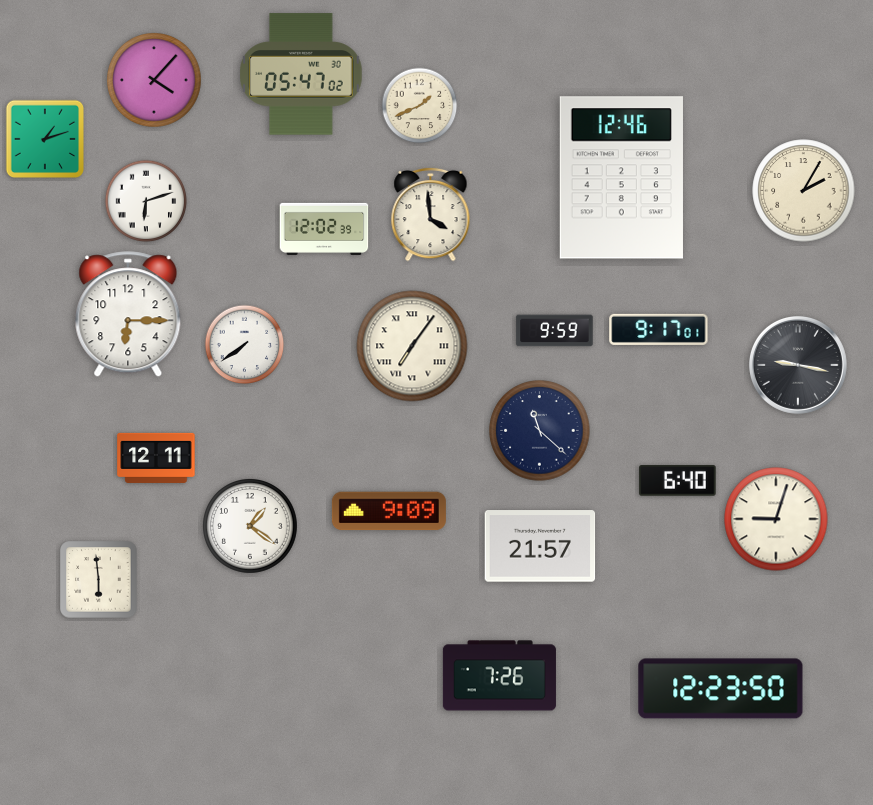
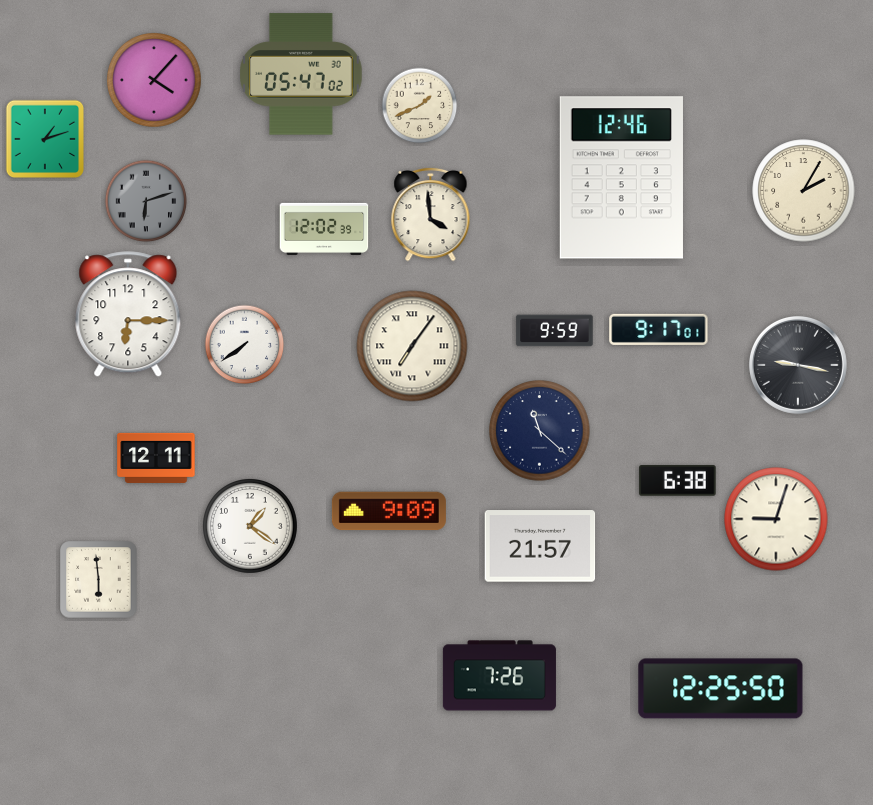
clock at (146, 201) dial: white -> grey
clock at (678, 481): 6:40 -> 6:38
clock at (721, 689): 12:23 -> 12:25
